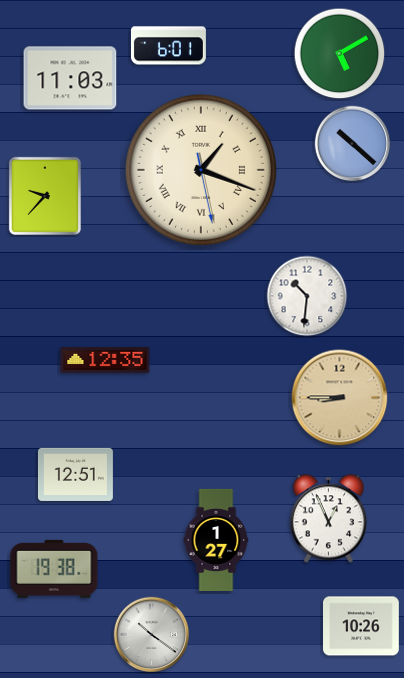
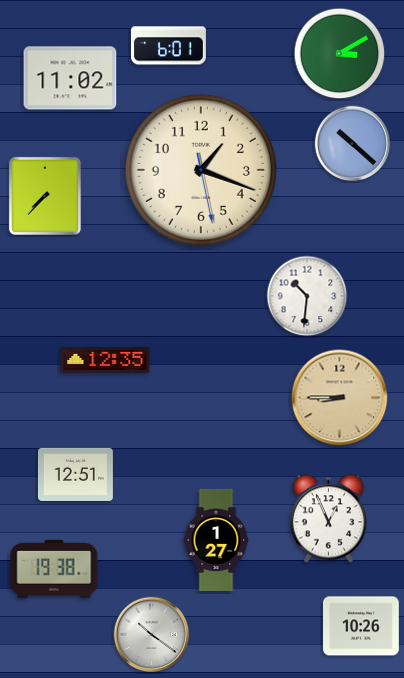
clock at (340, 54): 5:10 -> 3:10
clock at (70, 78): 11:03 -> 11:02
clock at (201, 170) numerals: Roman -> Arabic
clock at (45, 196): 9:37 -> 7:37
